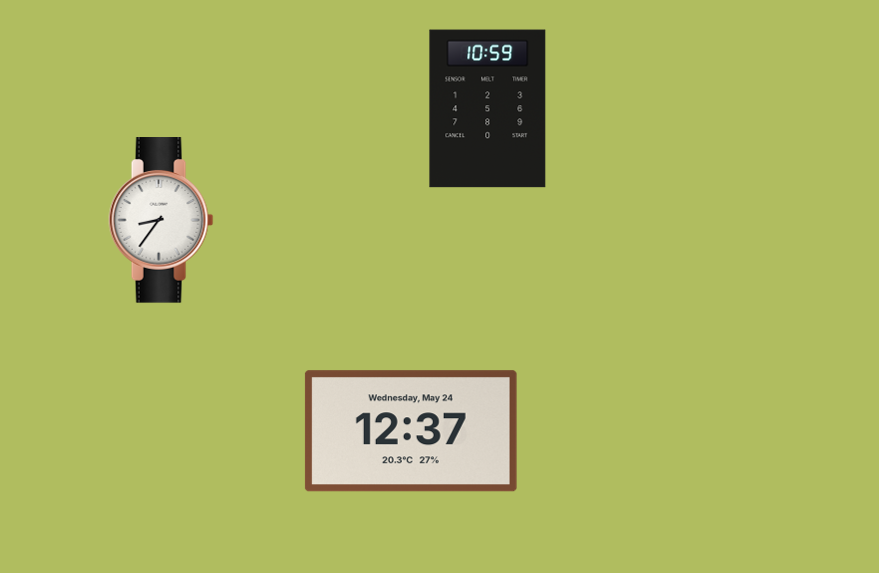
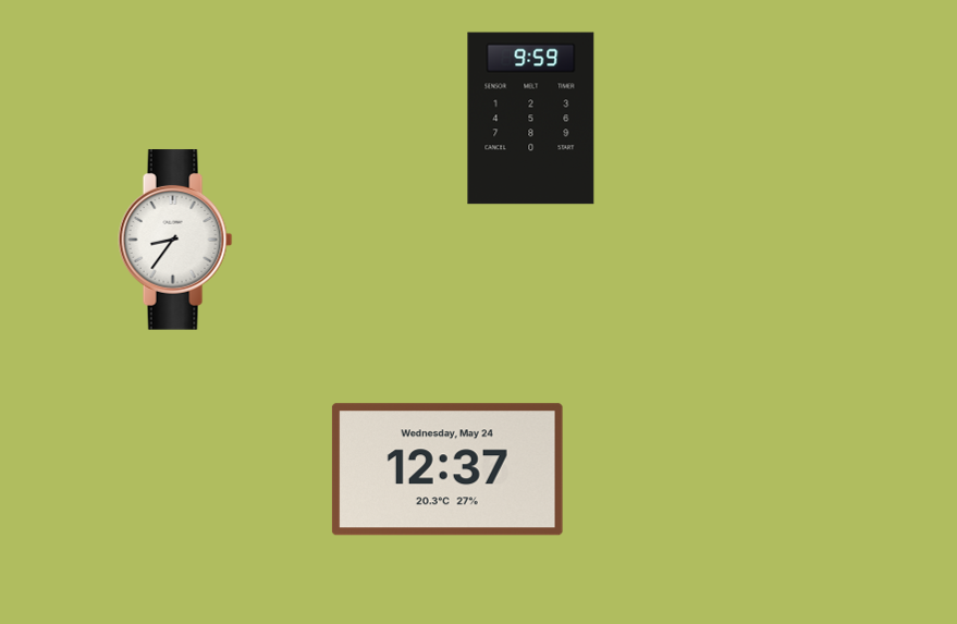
clock at (488, 109): 10:59 -> 9:59
